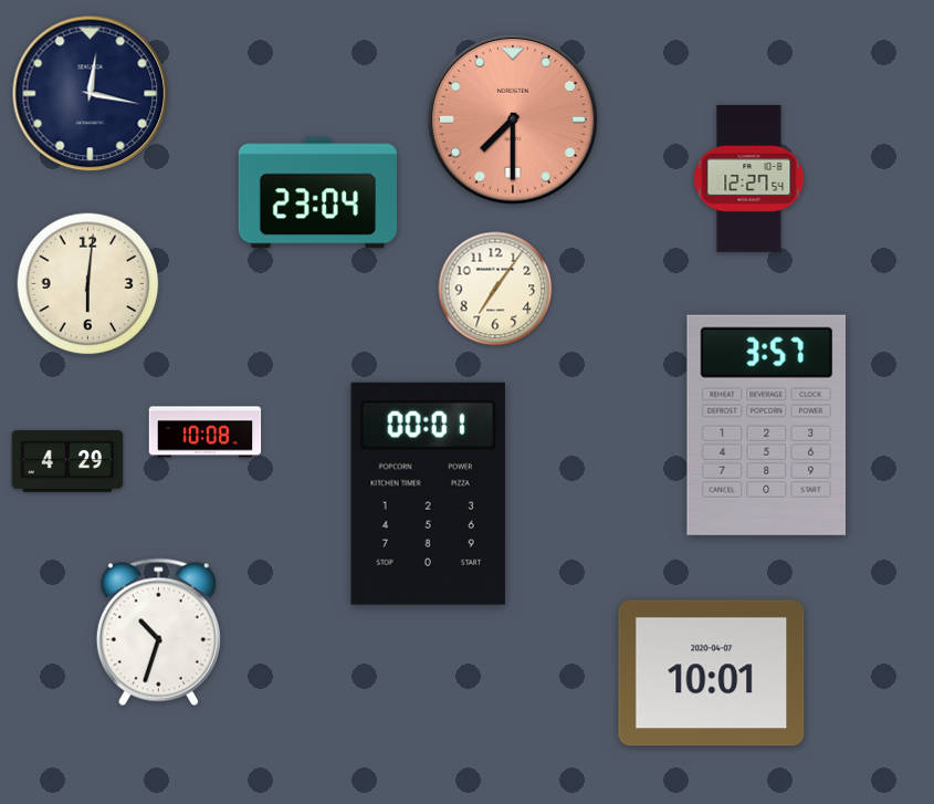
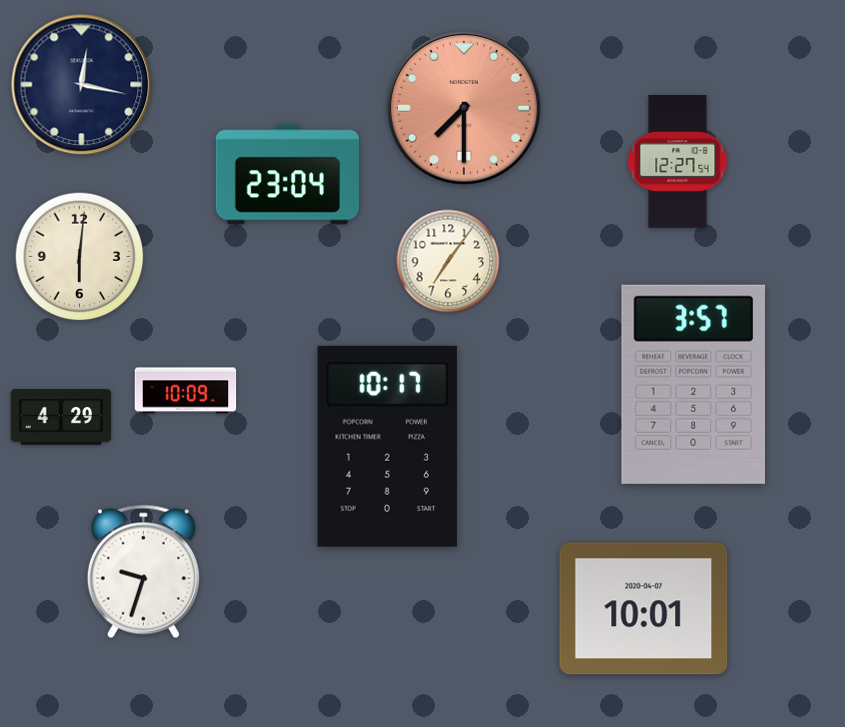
clock at (206, 432): 10:08 -> 10:09
clock at (428, 493): 00:01 -> 10:17
clock at (158, 633): 10:33 -> 9:33
